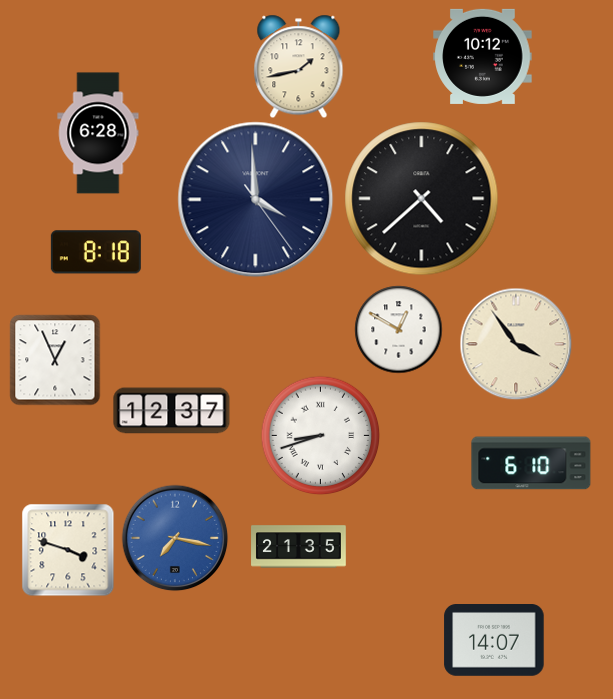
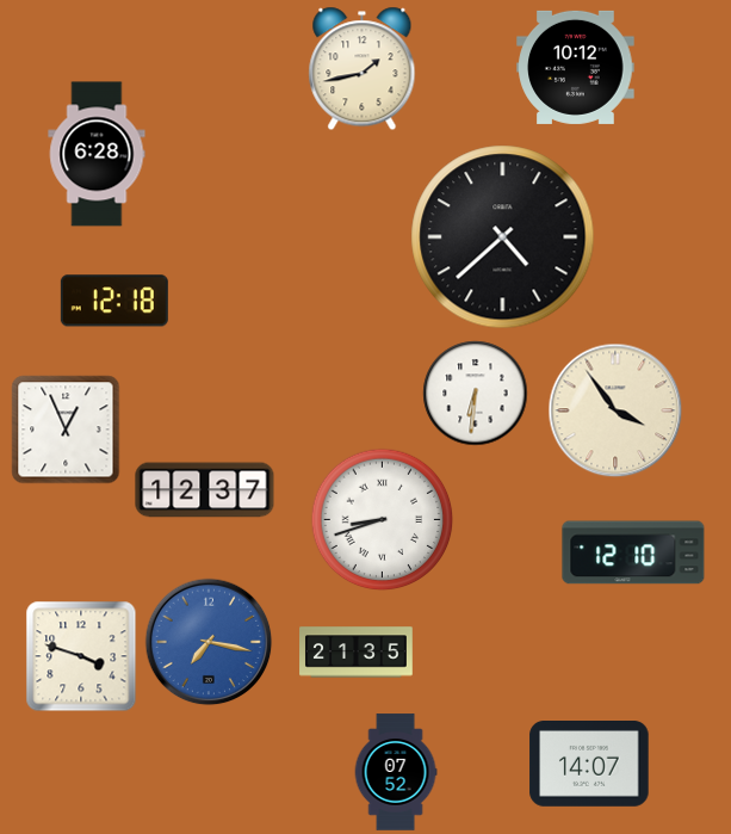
clock at (299, 66) position: (299, 66) -> (363, 68)
clock at (98, 133) position: (98, 133) -> (97, 154)
clock at (256, 200): 3:59 -> none
clock at (96, 252): 8:18 -> 12:18
clock at (398, 329): 12:50 -> 6:31
clock at (531, 463): 6:10 -> 12:10
clock at (396, 772): none -> 07:52
